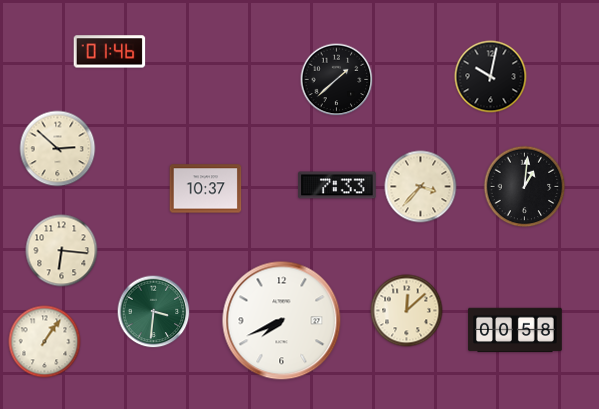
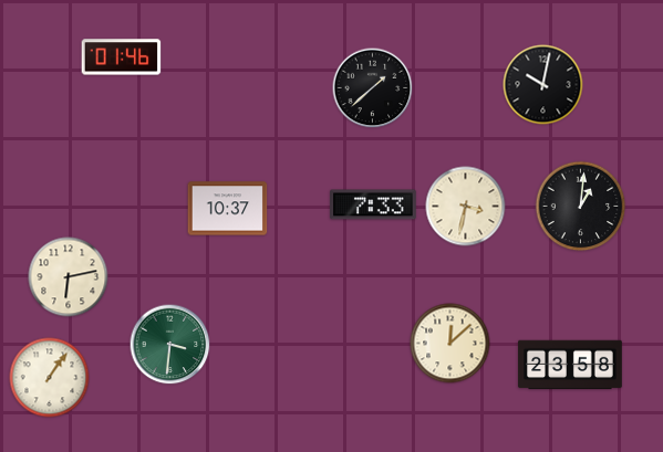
clock at (58, 149): 2:52 -> none
clock at (421, 187): 3:37 -> 3:32
clock at (62, 251): 6:16 -> 6:13
clock at (282, 321): 7:41 -> none
clock at (515, 330): 00:58 -> 23:58
